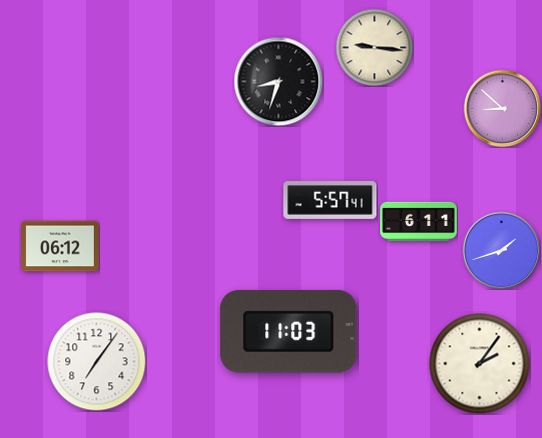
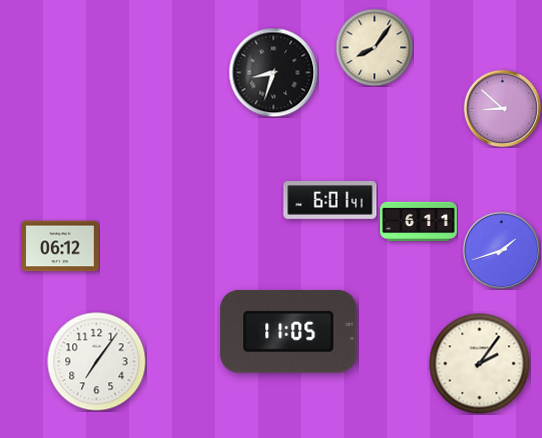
clock at (374, 47): 9:16 -> 8:06
clock at (278, 81) position: (278, 81) -> (273, 72)
clock at (330, 201): 5:57 -> 6:01
clock at (289, 331): 11:03 -> 11:05
